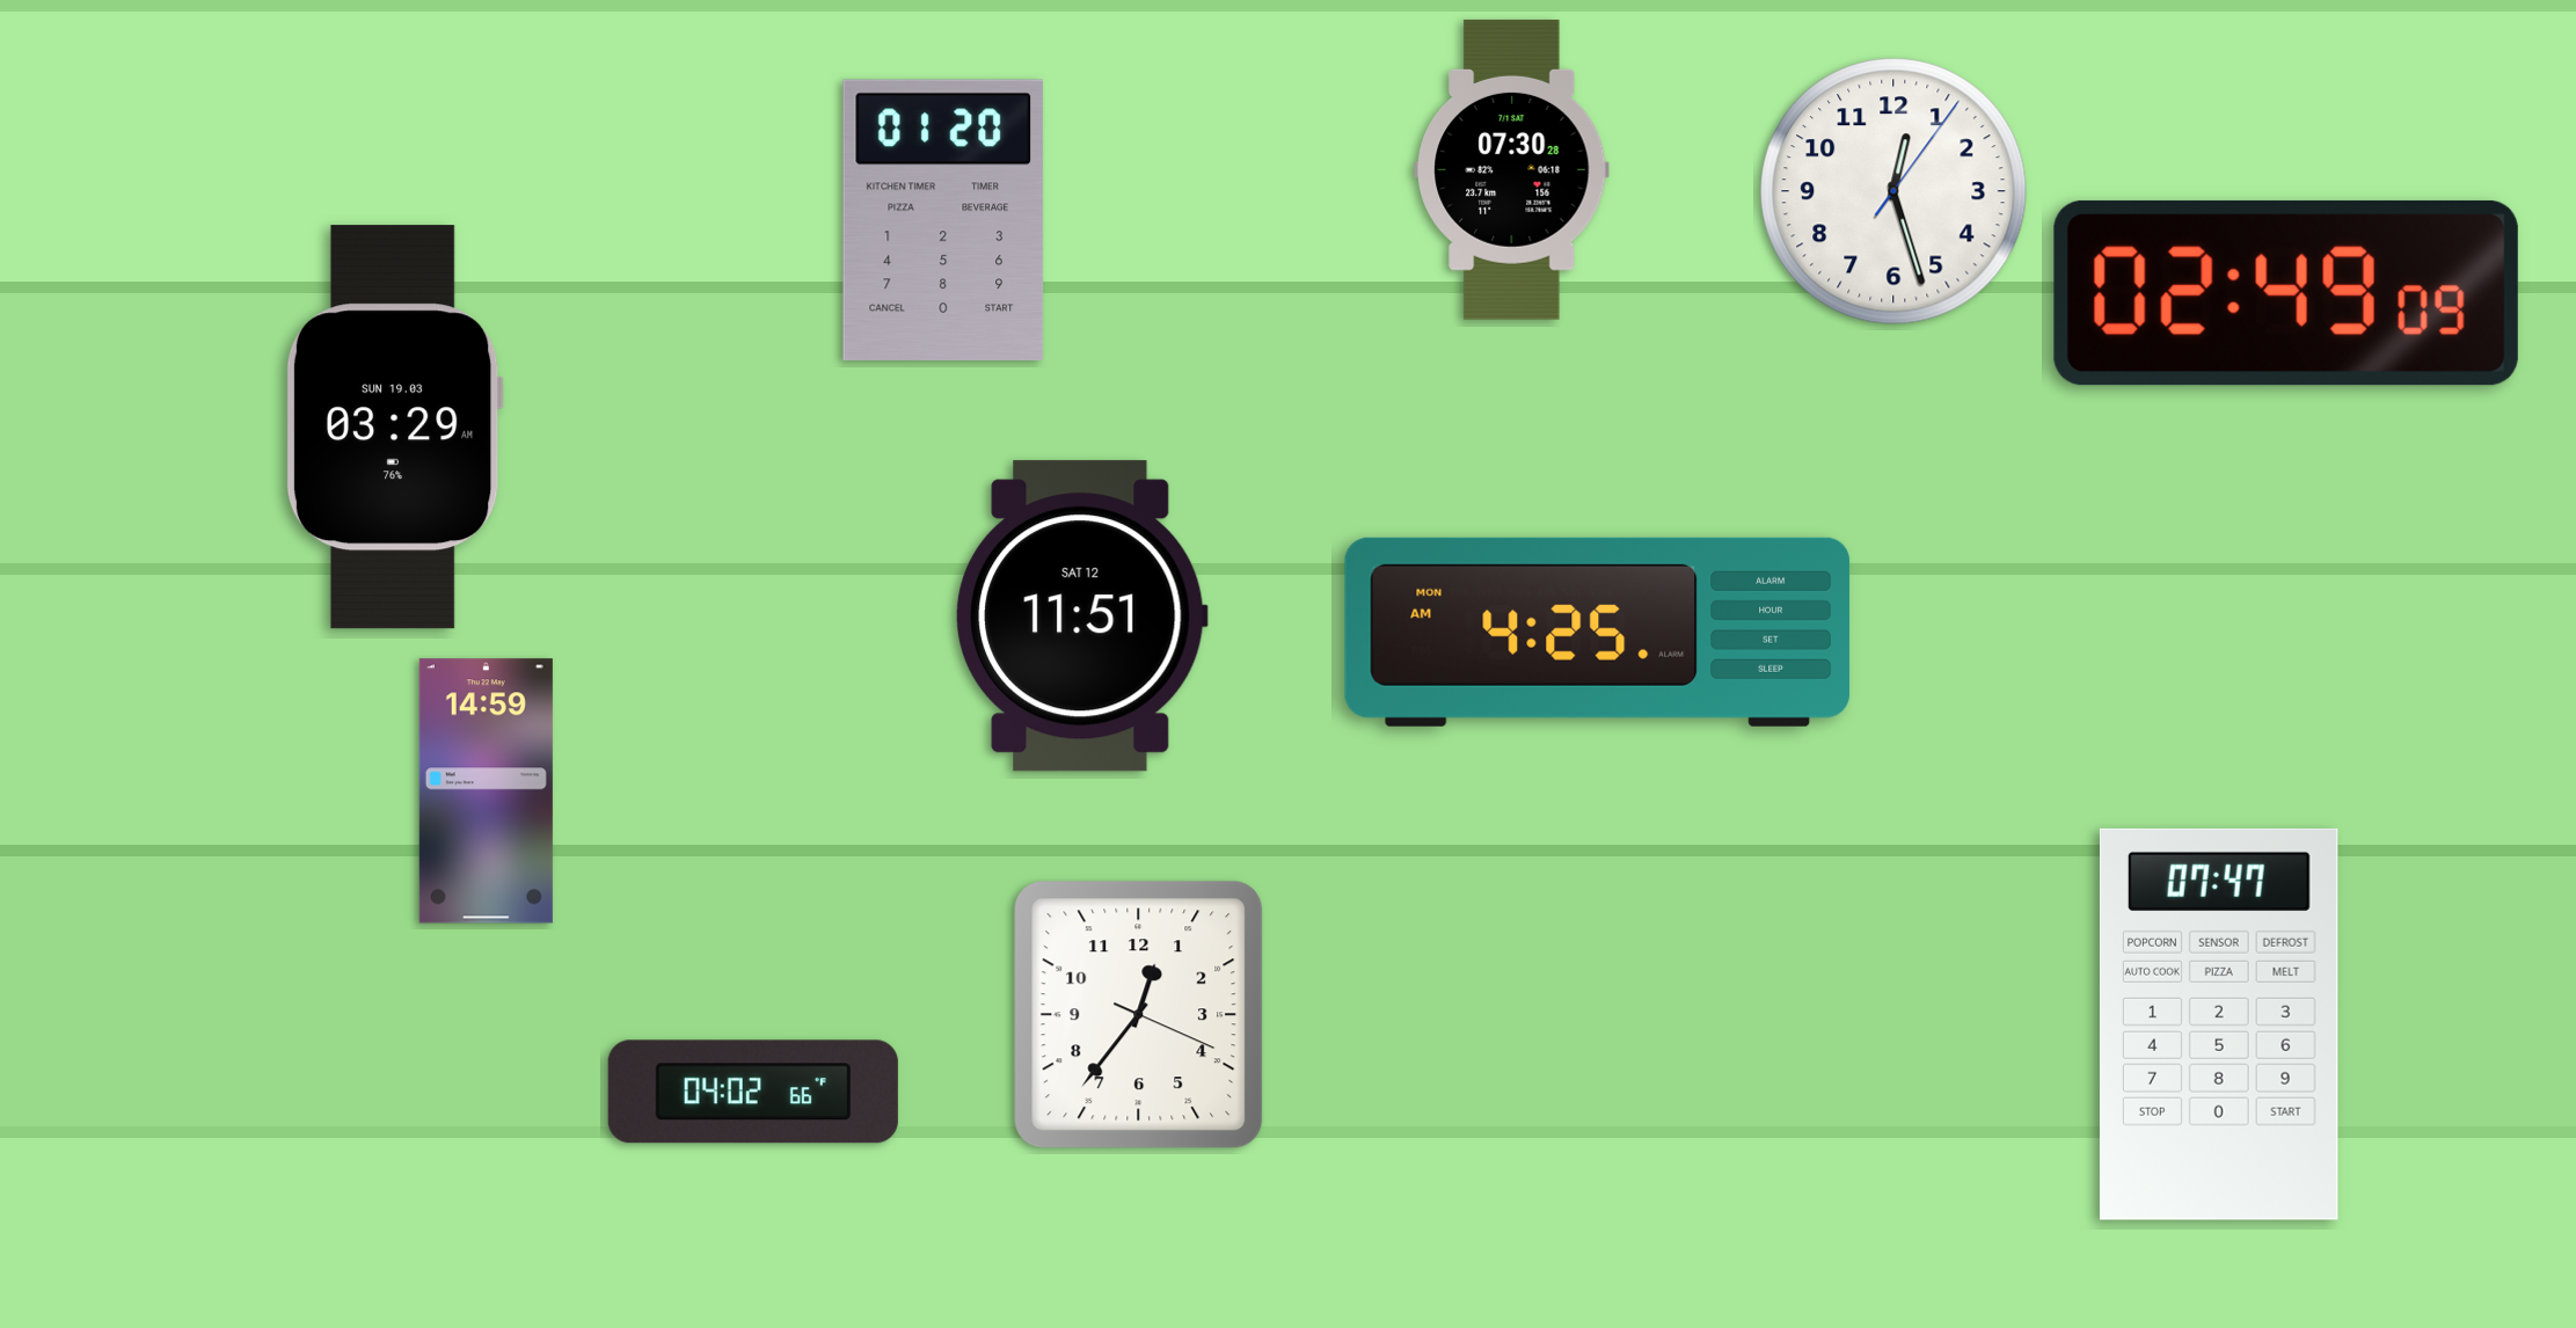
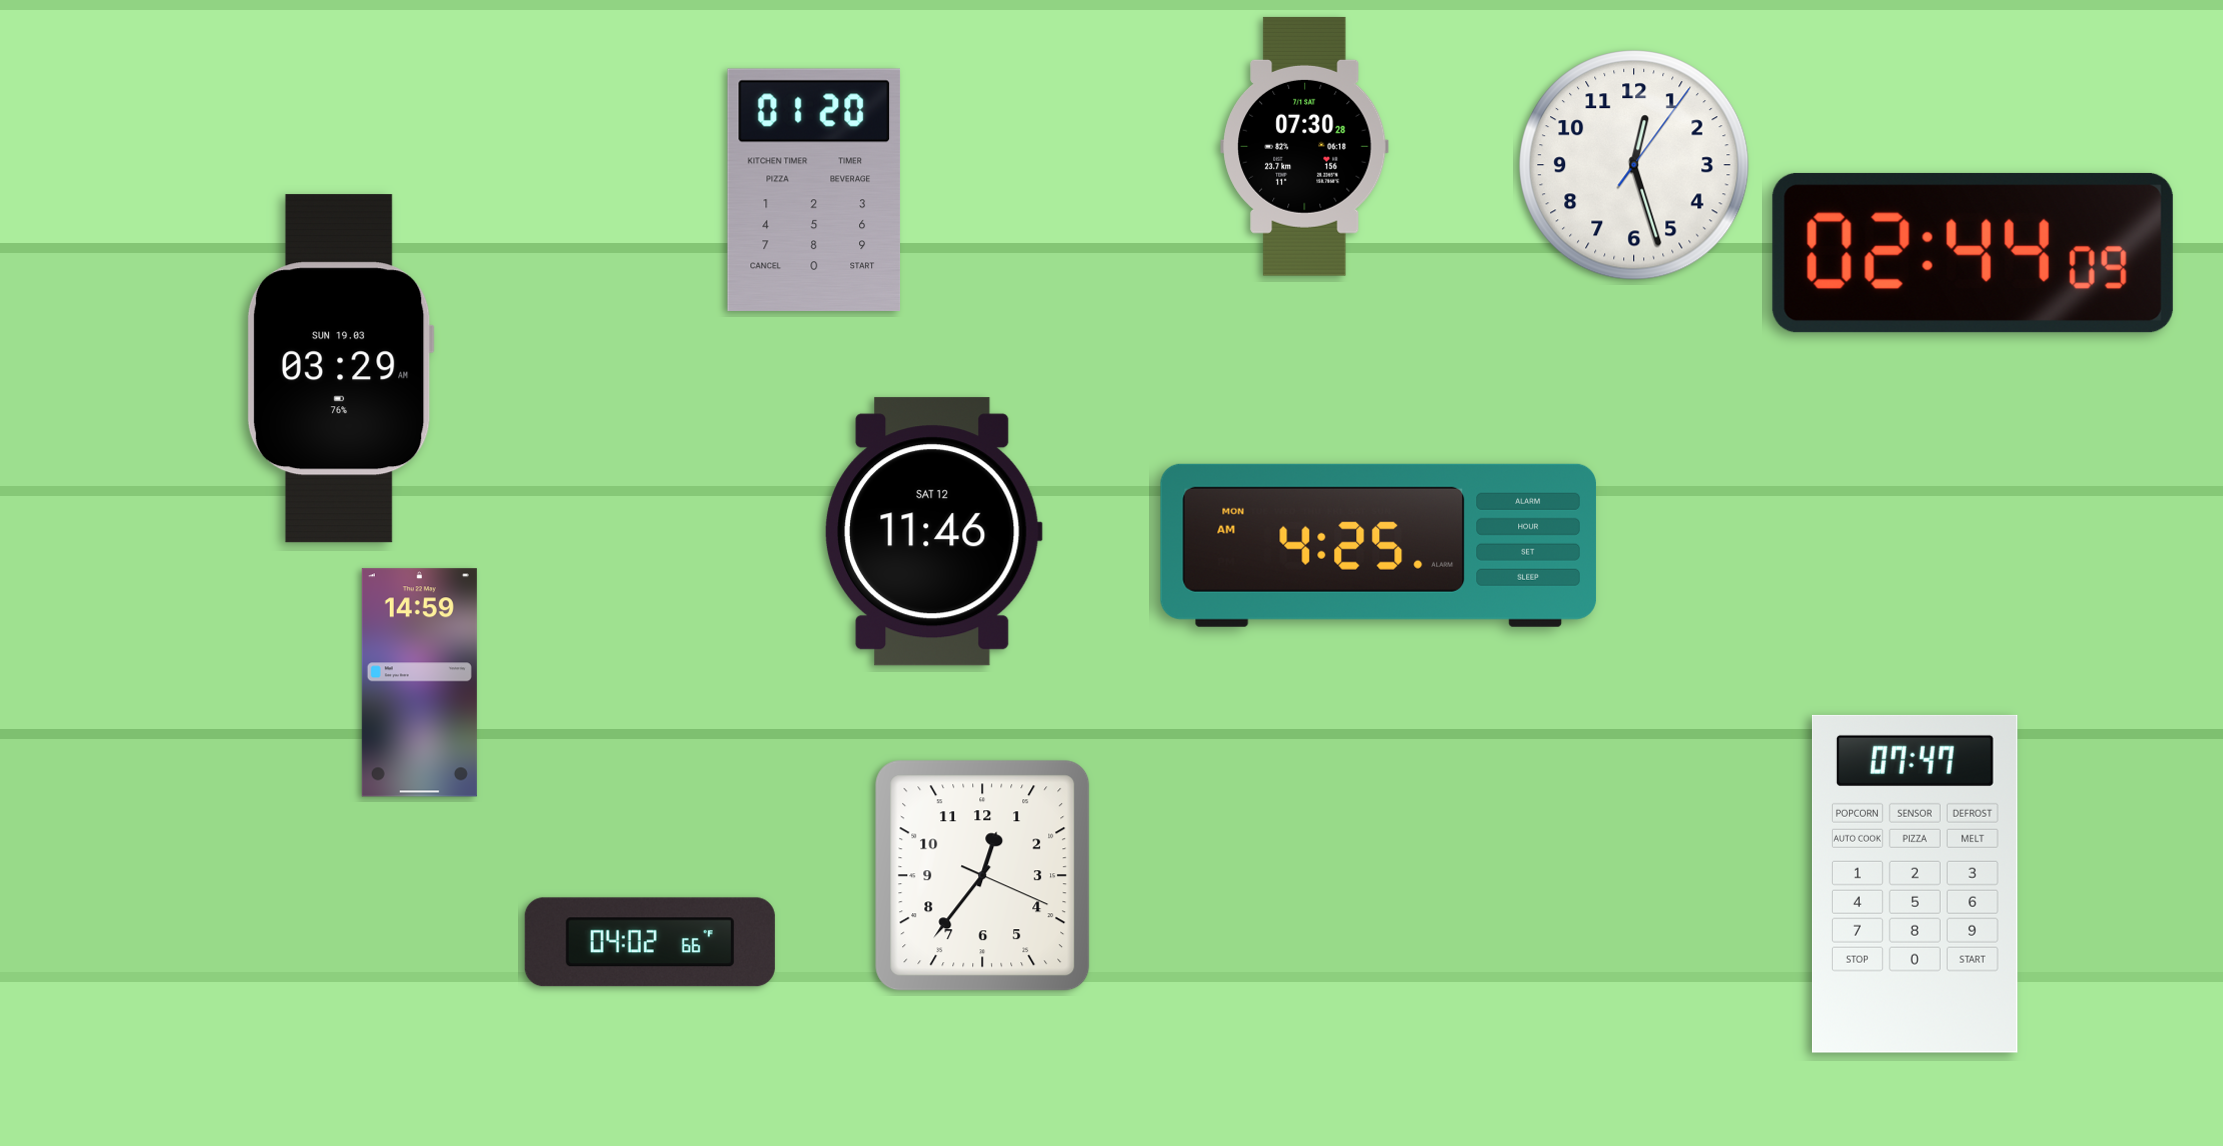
clock at (2286, 293): 02:49 -> 02:44
clock at (1081, 616): 11:51 -> 11:46
